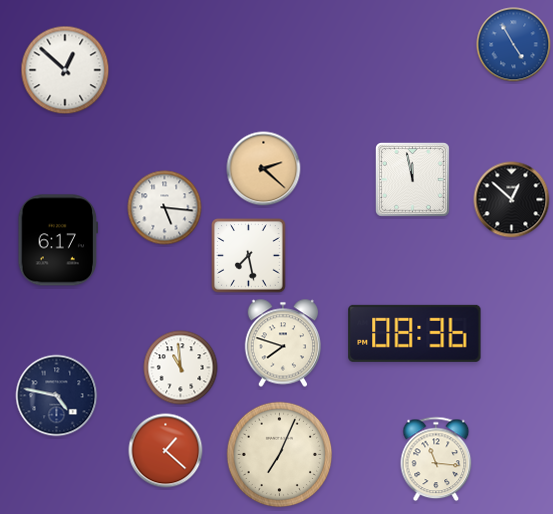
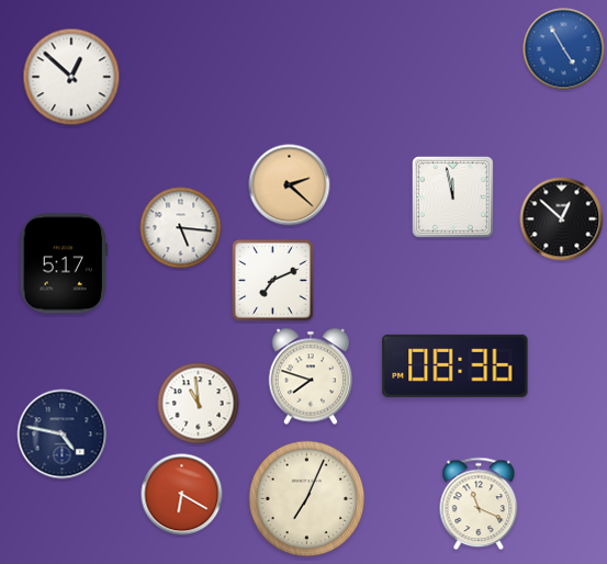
clock at (58, 240): 6:17 -> 5:17
clock at (249, 256): 7:28 -> 7:11
clock at (166, 451): 1:22 -> 6:20
clock at (436, 459): 11:16 -> 11:19
